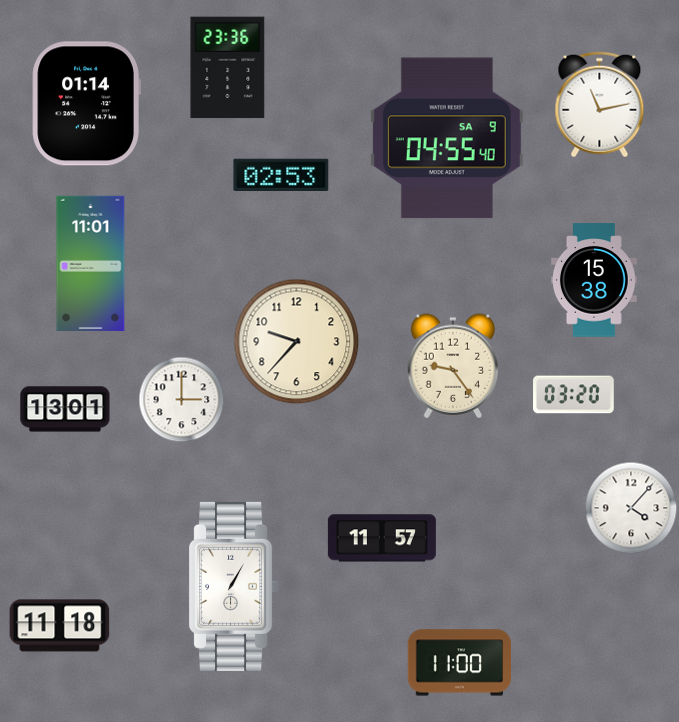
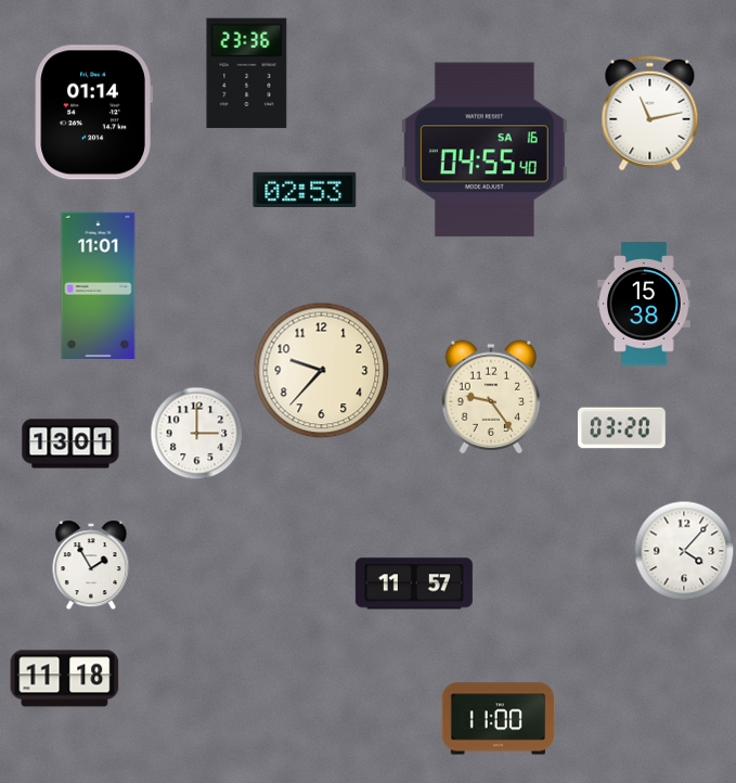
clock at (447, 138) date: SA 9 -> SA 16
clock at (91, 565): none -> 1:55
clock at (234, 586): 1:05 -> none
